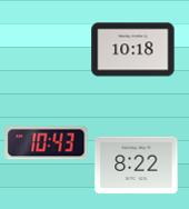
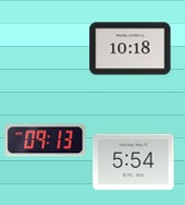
clock at (47, 143): 10:43 -> 09:13
clock at (137, 166): 8:22 -> 5:54
